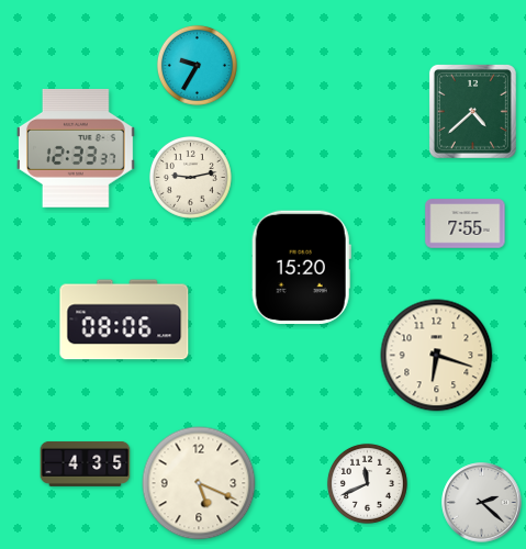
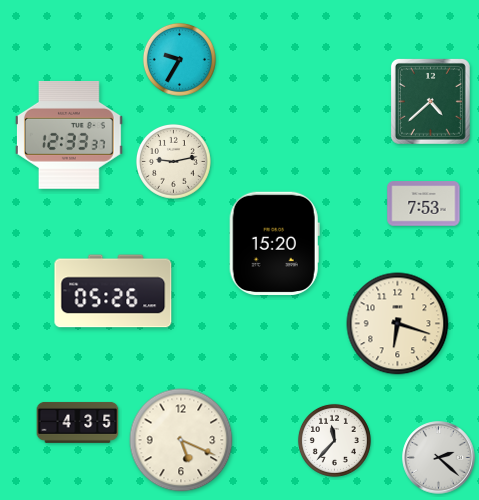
clock at (466, 224): 7:55 -> 7:53
clock at (124, 320): 08:06 -> 05:26
clock at (367, 483): 11:41 -> 11:37
